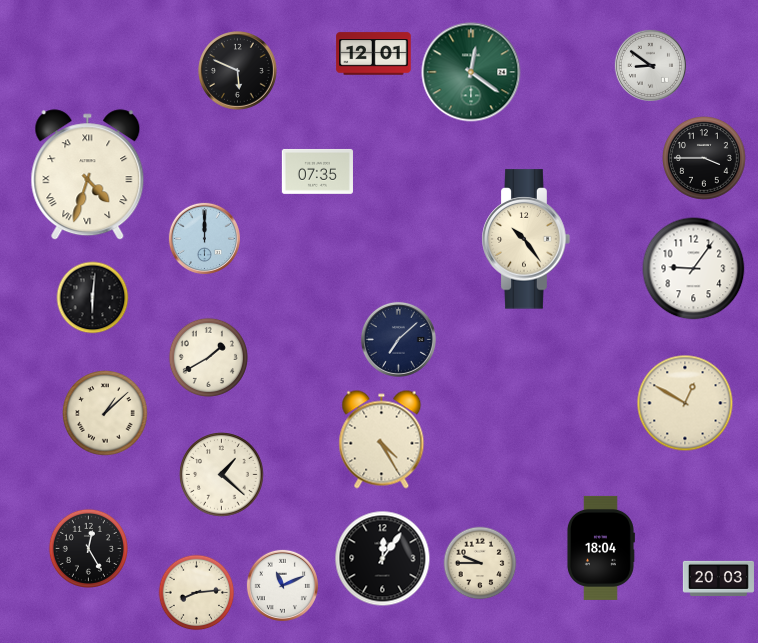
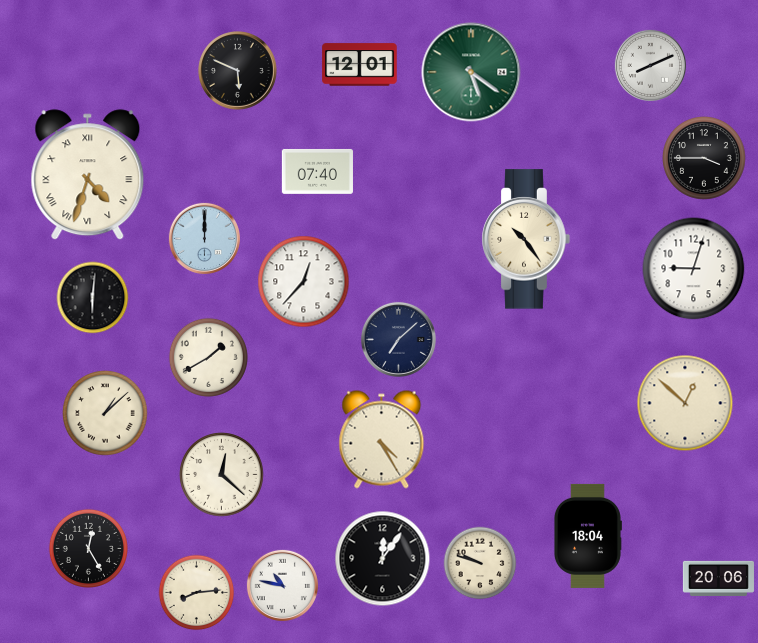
clock at (374, 54) position: (374, 54) -> (360, 65)
clock at (650, 65): 8:51 -> 8:11
clock at (471, 72): 12:21 -> 5:21
clock at (317, 172): 07:35 -> 07:40
clock at (694, 269): 9:06 -> 9:03
clock at (304, 282): none -> 12:37
clock at (685, 403): 12:50 -> 12:52
clock at (222, 475): 1:22 -> 12:22
clock at (600, 548) position: (600, 548) -> (587, 536)
clock at (480, 563): 9:45 -> 9:48
clock at (718, 578): 20:03 -> 20:06
clock at (282, 585): 11:11 -> 10:47
